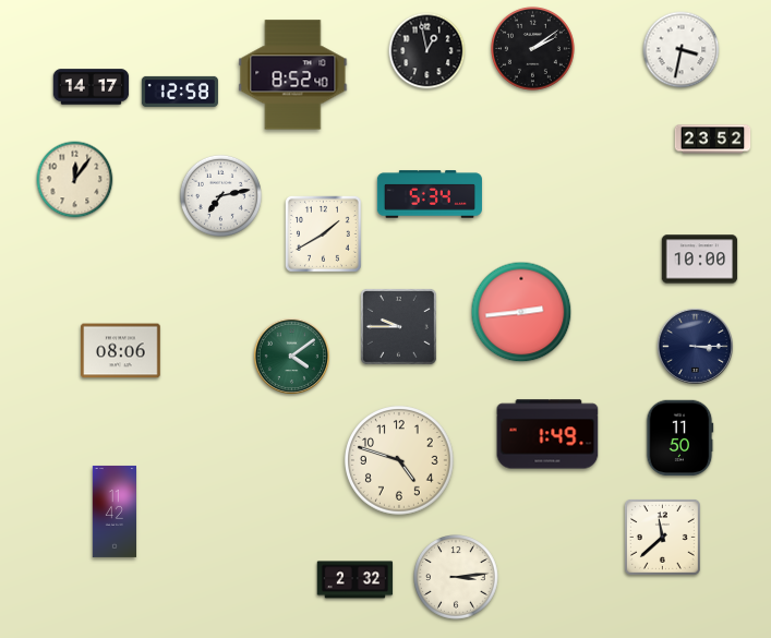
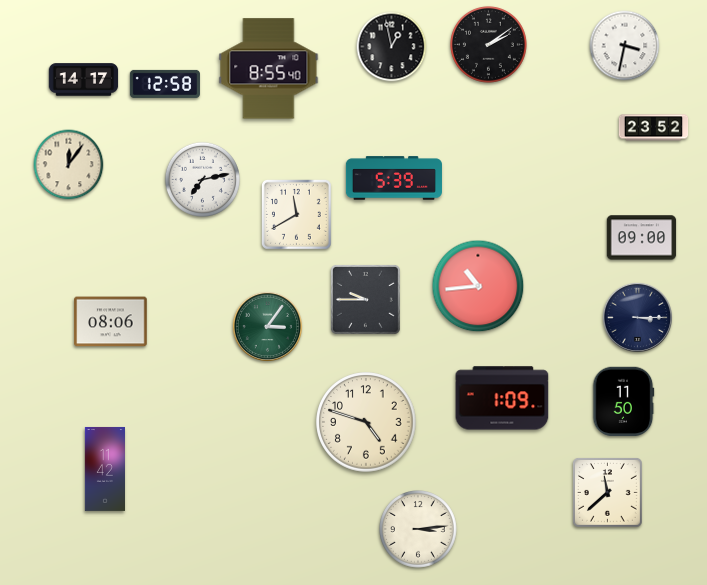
clock at (293, 75): 8:52 -> 8:55
clock at (430, 194): 5:34 -> 5:39
clock at (324, 234): 1:40 -> 11:40
clock at (700, 260): 10:00 -> 09:00
clock at (521, 312): 2:44 -> 10:44
clock at (291, 356): 4:09 -> 3:06
clock at (547, 434): 1:49 -> 1:09
clock at (356, 580): 2:32 -> none
